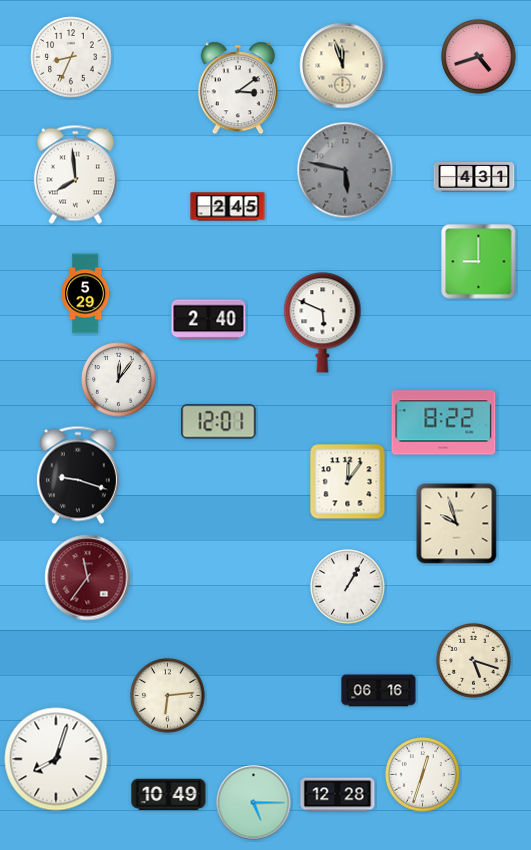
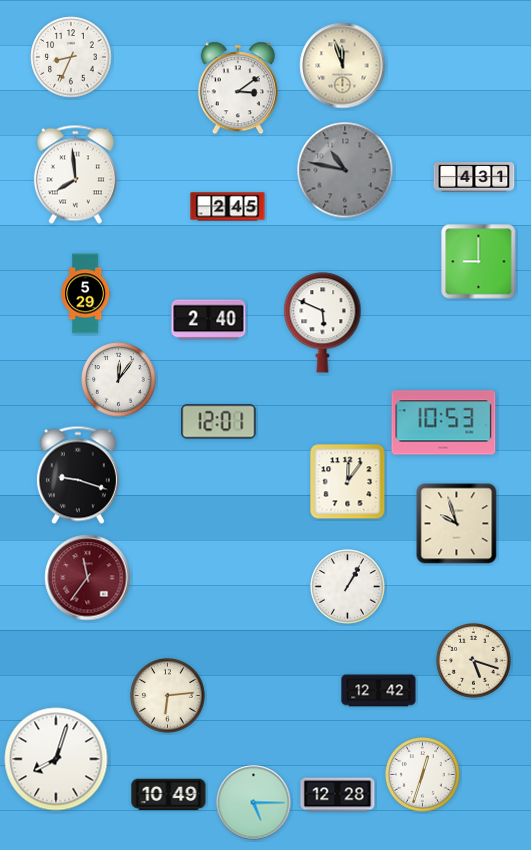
clock at (479, 57): 4:42 -> none
clock at (345, 170): 5:47 -> 10:47
clock at (444, 423): 8:22 -> 10:53
clock at (379, 691): 06:16 -> 12:42
